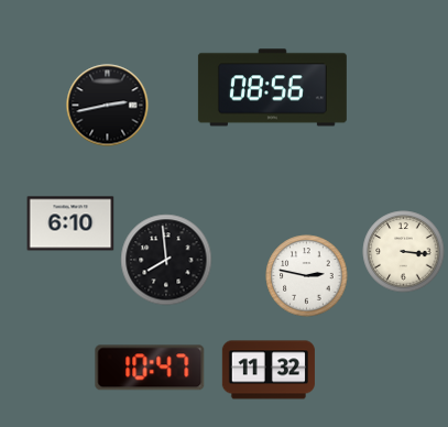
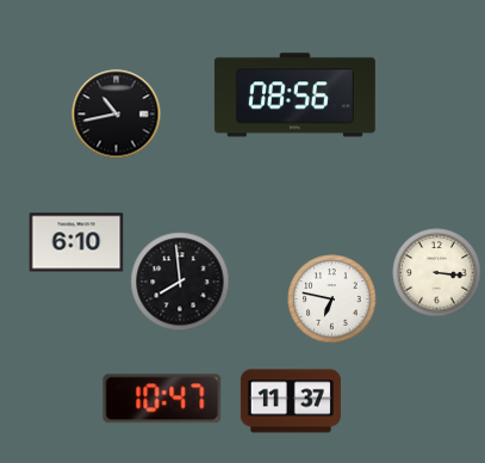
clock at (108, 106): 2:43 -> 10:43
clock at (307, 276): 2:47 -> 6:47
clock at (269, 370): 11:32 -> 11:37
